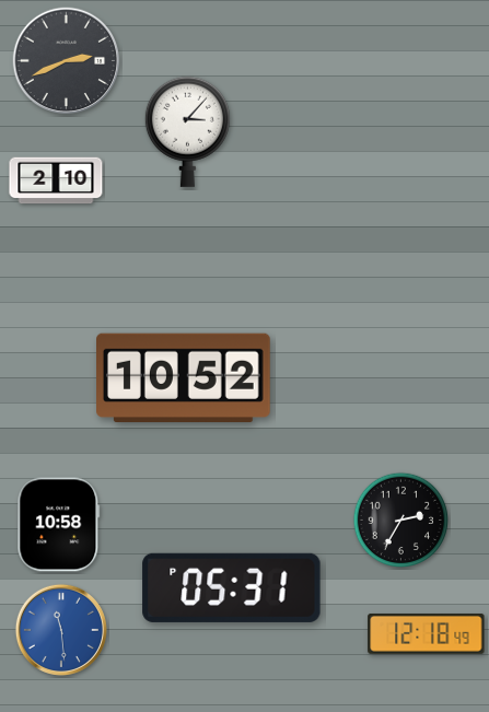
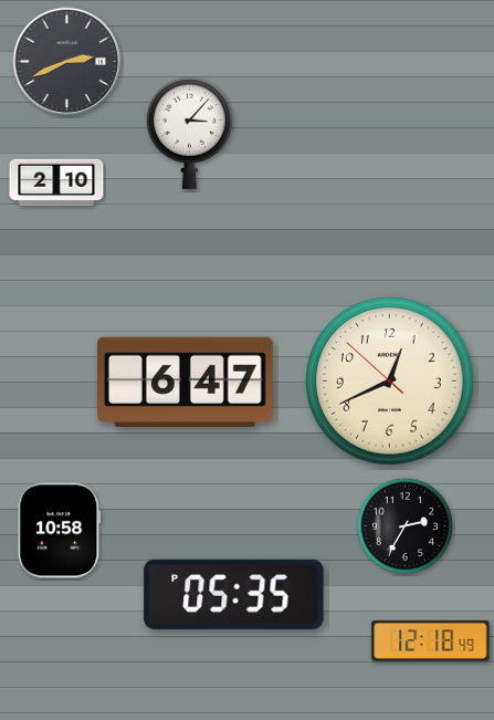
clock at (184, 377): 10:52 -> 6:47
clock at (390, 382): none -> 12:40
clock at (232, 587): 05:31 -> 05:35
clock at (61, 630): 11:29 -> none
